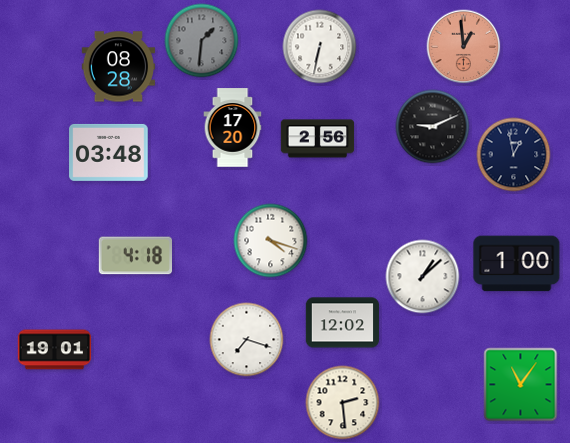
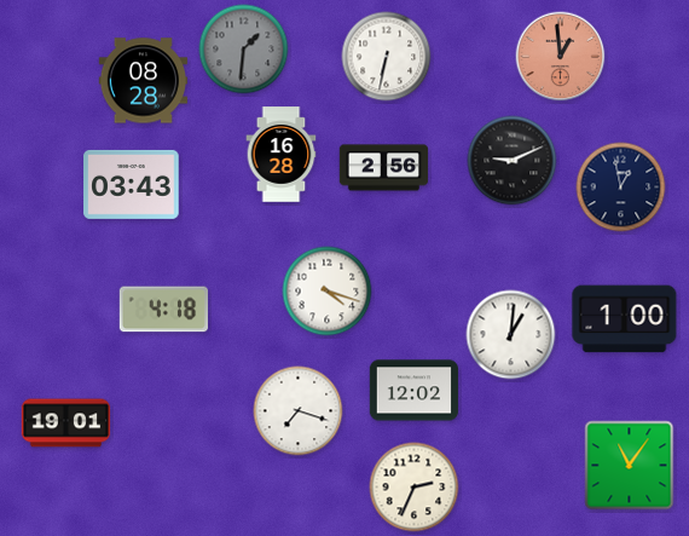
clock at (433, 127) position: (433, 127) -> (513, 161)
clock at (233, 128): 17:20 -> 16:28
clock at (109, 152): 03:48 -> 03:43
clock at (423, 277): 1:08 -> 1:01
clock at (343, 403): 2:29 -> 2:34
